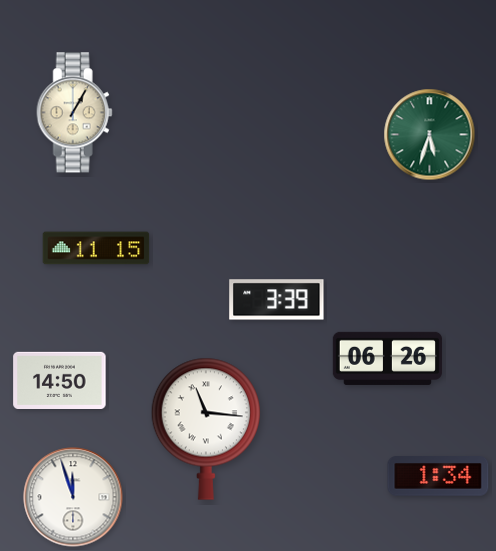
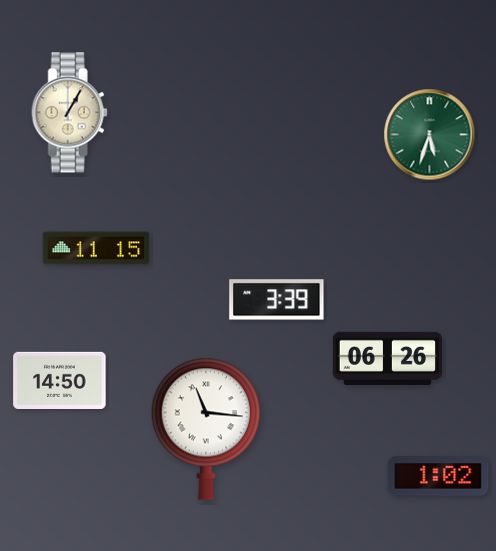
clock at (74, 113) position: (74, 113) -> (69, 113)
clock at (438, 476): 1:34 -> 1:02
clock at (73, 497): 11:57 -> none
